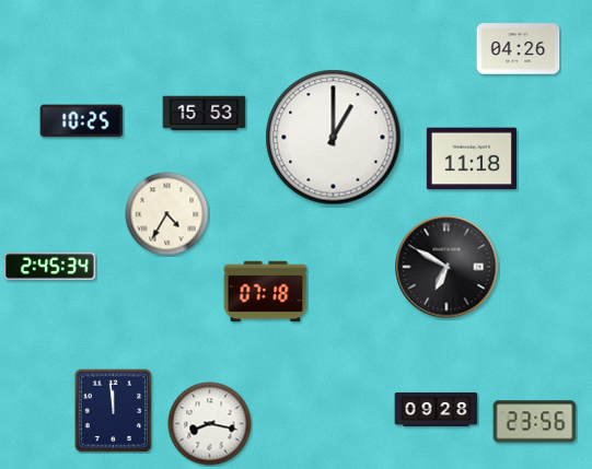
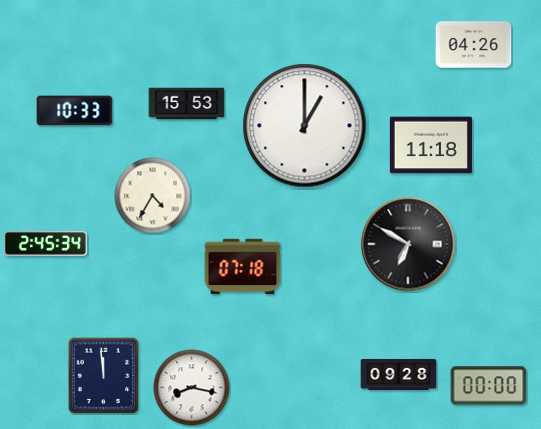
clock at (82, 121): 10:25 -> 10:33
clock at (535, 422): 23:56 -> 00:00
